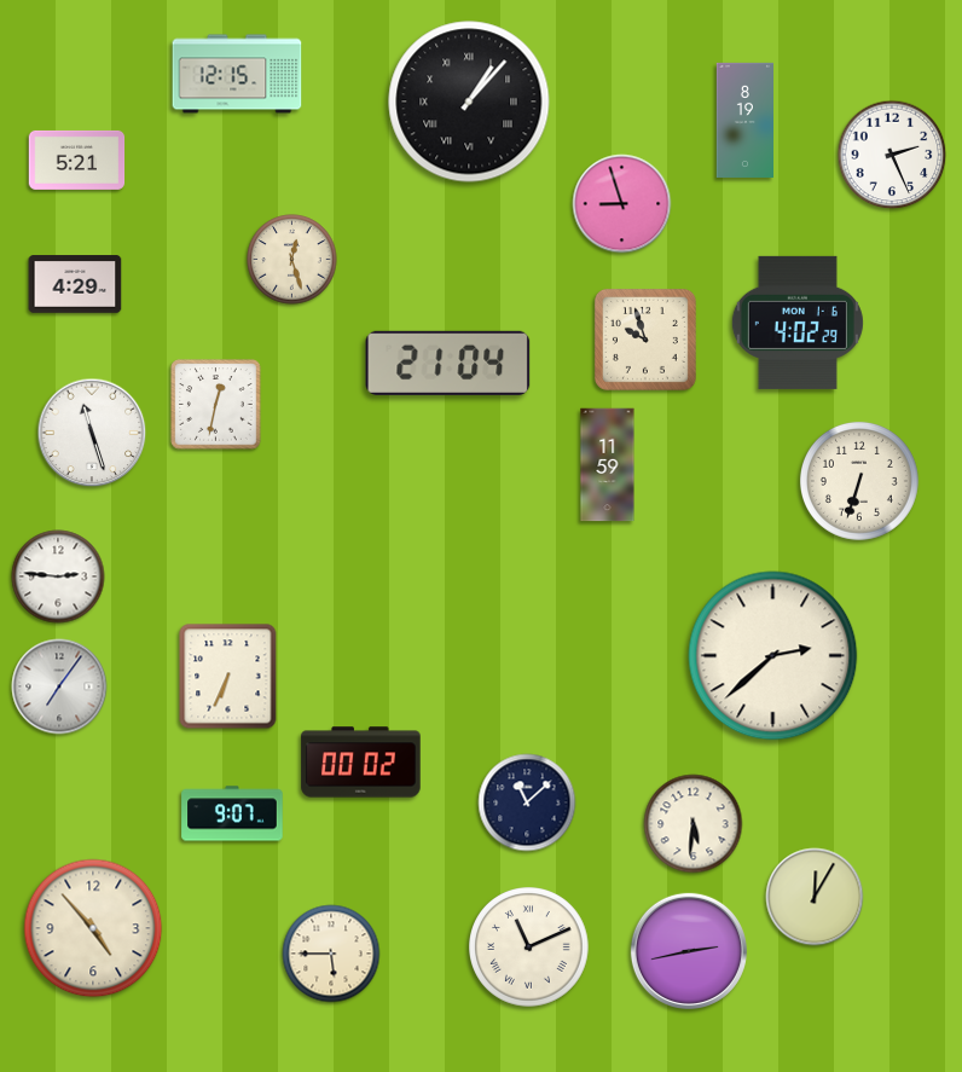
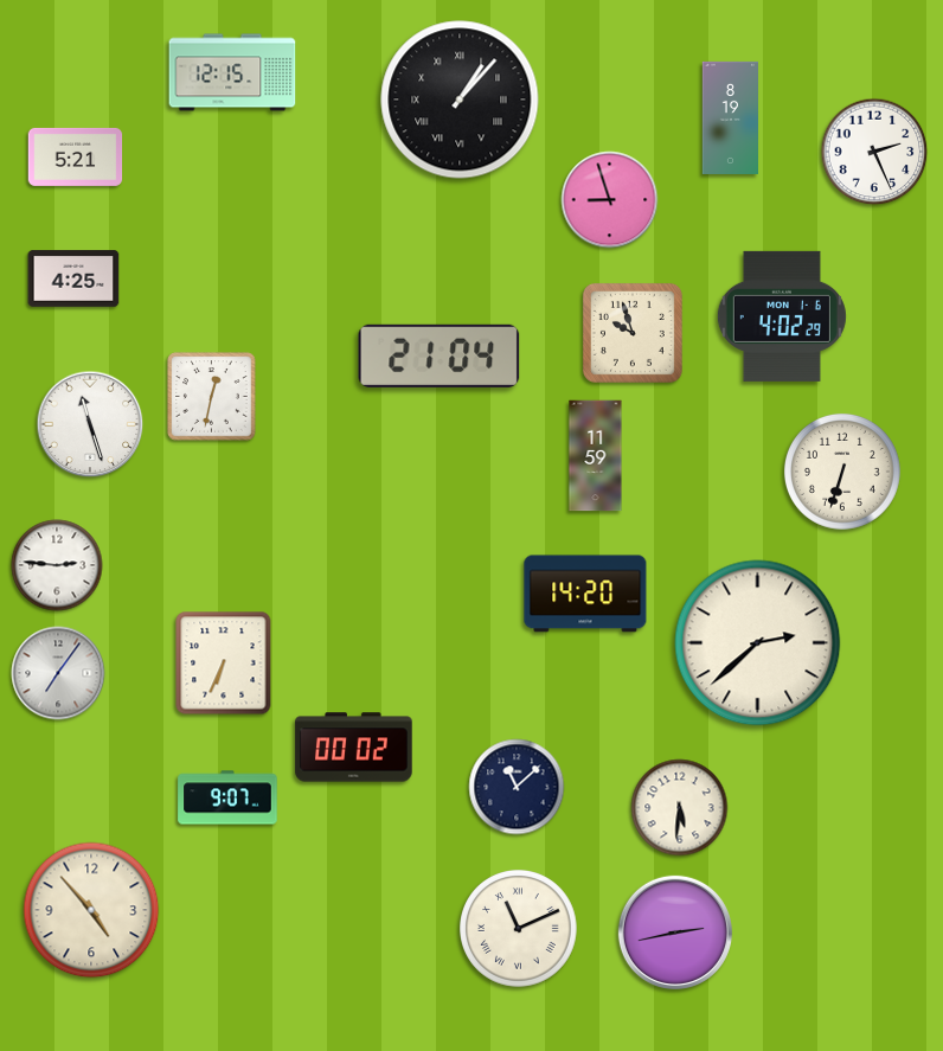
clock at (292, 260): 12:27 -> none
clock at (75, 284): 4:29 -> 4:25
clock at (585, 594): none -> 14:20
clock at (815, 897): 12:05 -> none
clock at (331, 954): 5:45 -> none
